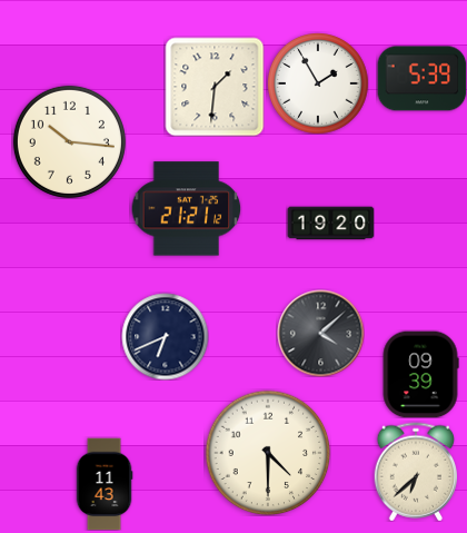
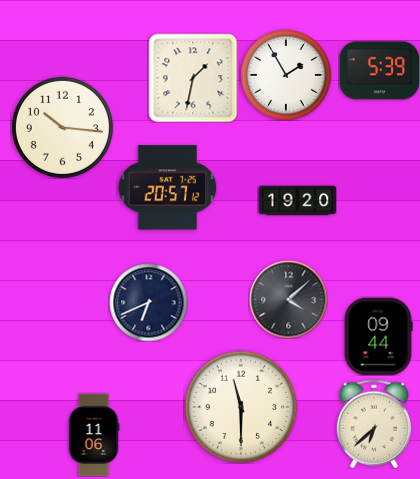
clock at (215, 87): 1:31 -> 1:32
clock at (186, 209): 21:21 -> 20:57
clock at (420, 374): 09:39 -> 09:44
clock at (268, 453): 4:30 -> 11:30
clock at (105, 484): 11:43 -> 11:06
